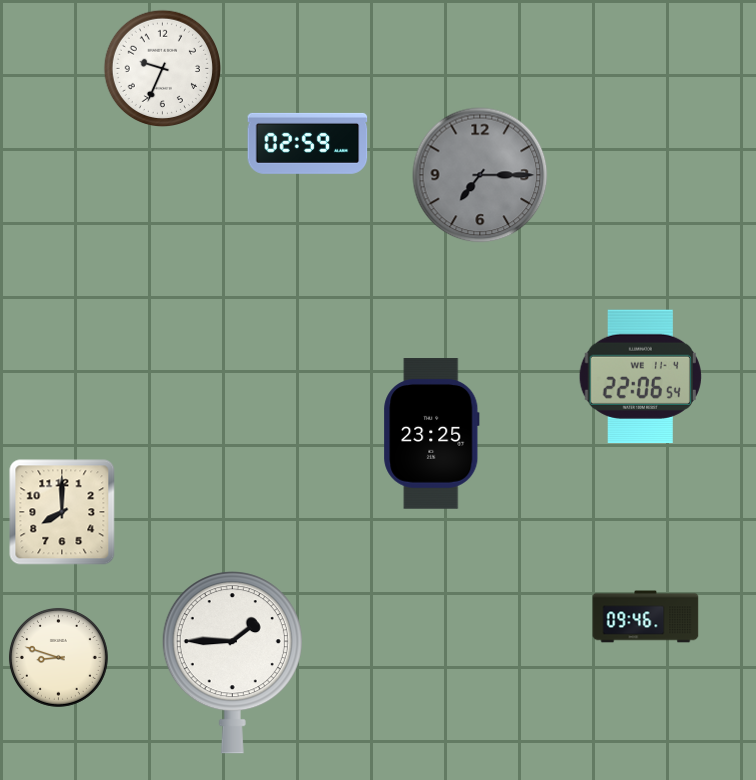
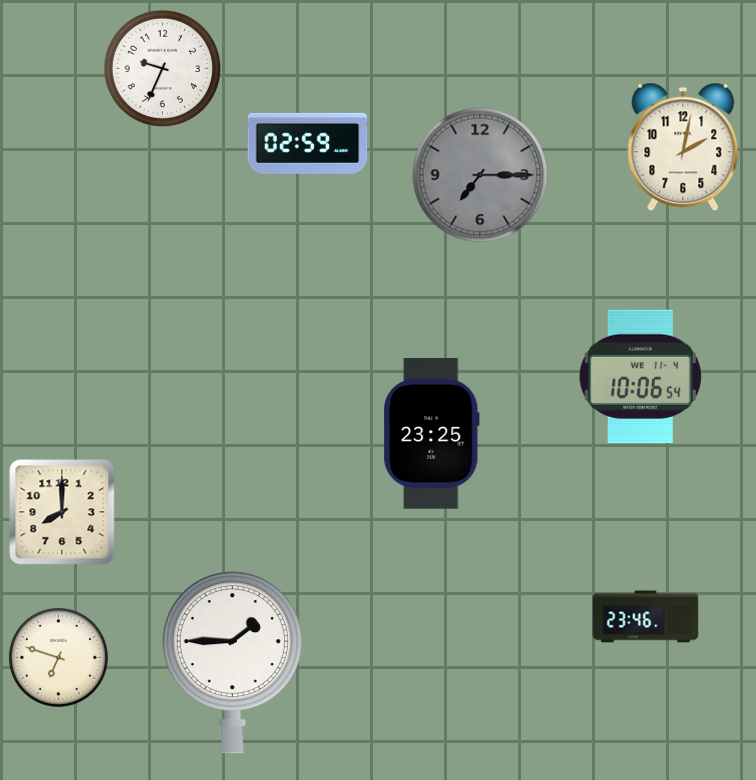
clock at (683, 147): none -> 2:02
clock at (640, 376): 22:06 -> 10:06
clock at (646, 617): 09:46 -> 23:46
clock at (58, 657): 8:48 -> 6:48
